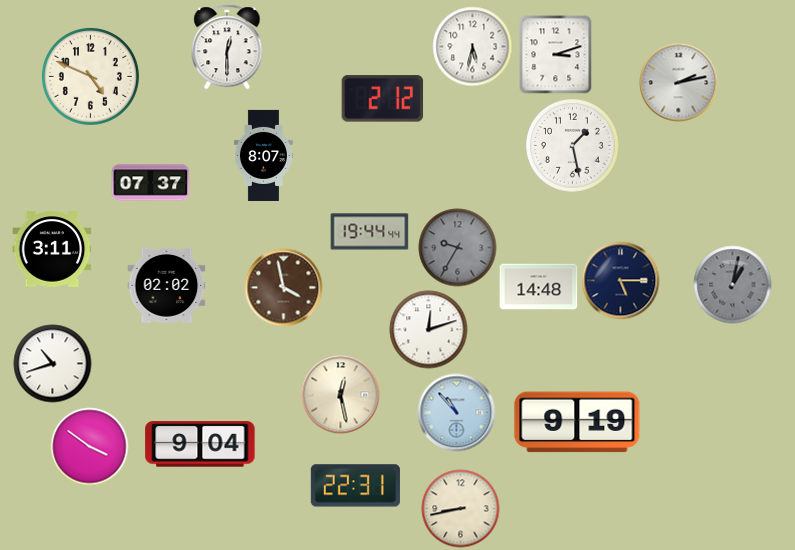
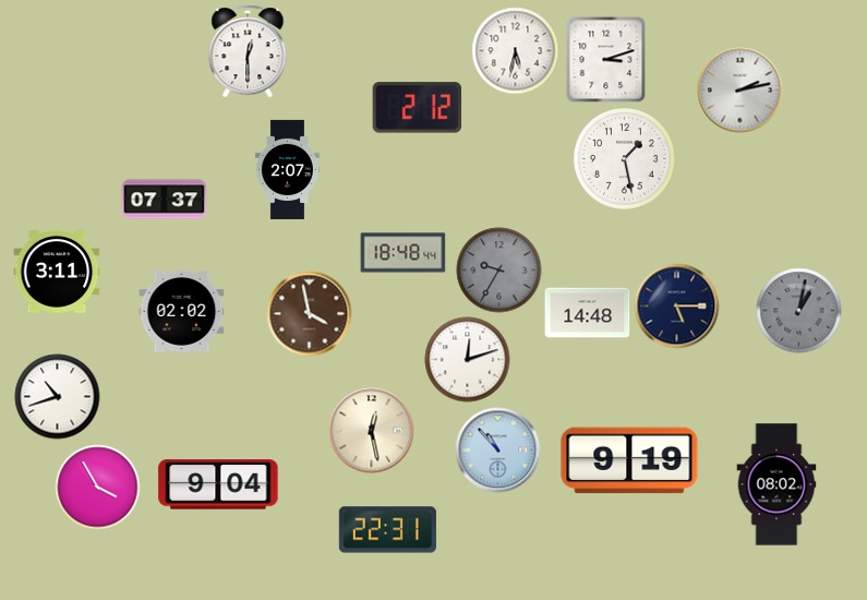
clock at (90, 76): 4:49 -> none
clock at (263, 155): 8:07 -> 2:07
clock at (369, 232): 19:44 -> 18:48
clock at (776, 484): none -> 08:02
clock at (89, 446): 3:51 -> 3:55
clock at (460, 508): 8:43 -> none
